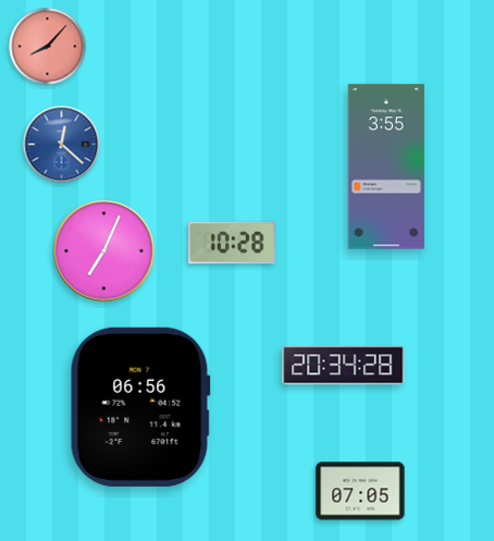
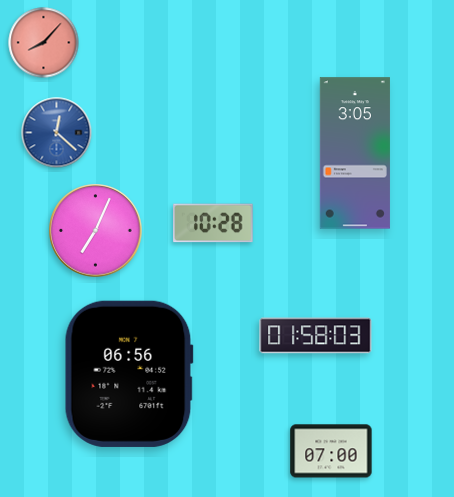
clock at (386, 167): 3:55 -> 3:05
clock at (344, 366): 20:34 -> 01:58
clock at (360, 491): 07:05 -> 07:00
